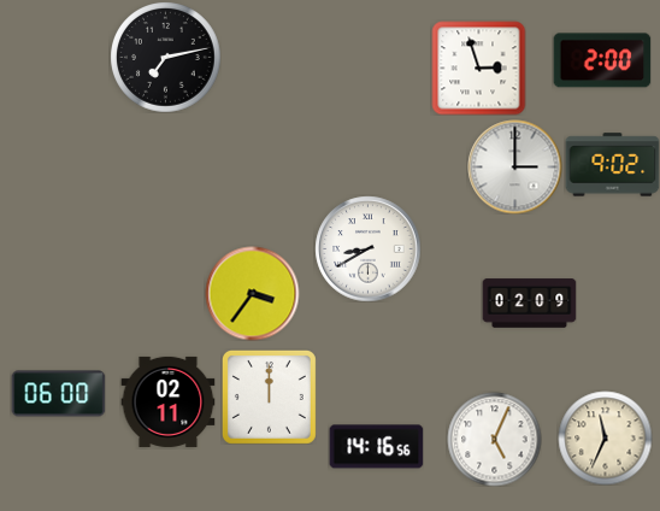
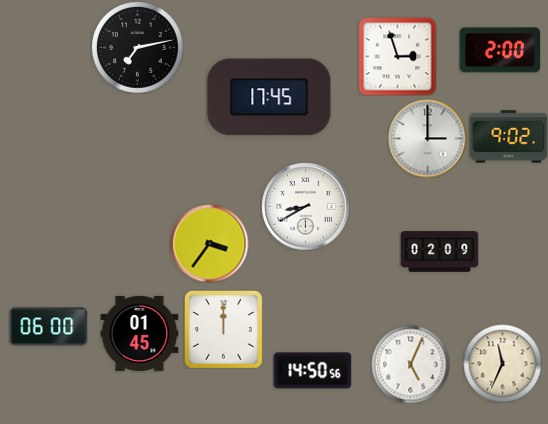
clock at (269, 97): none -> 17:45
clock at (167, 401): 02:11 -> 01:45
clock at (376, 447): 14:16 -> 14:50
